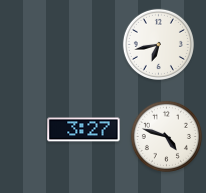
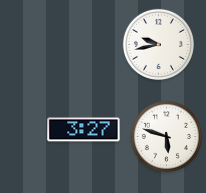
clock at (158, 44): 6:43 -> 9:43
clock at (166, 136): 4:48 -> 5:48
